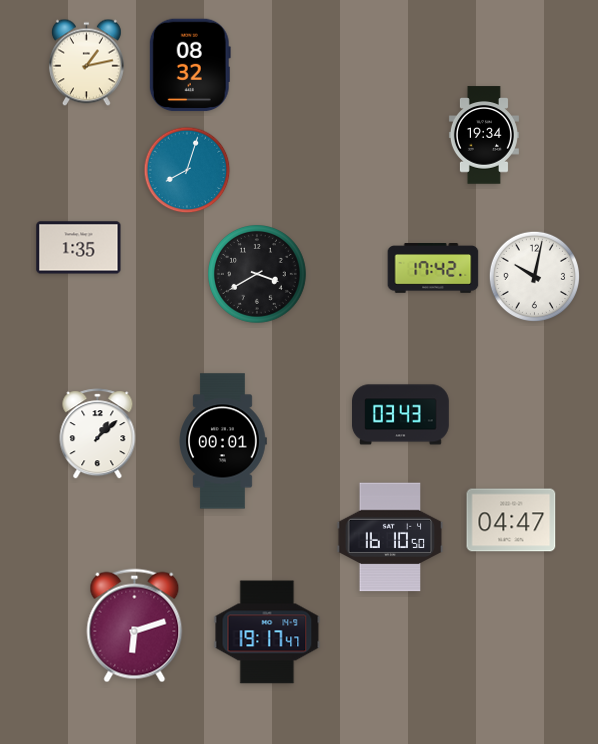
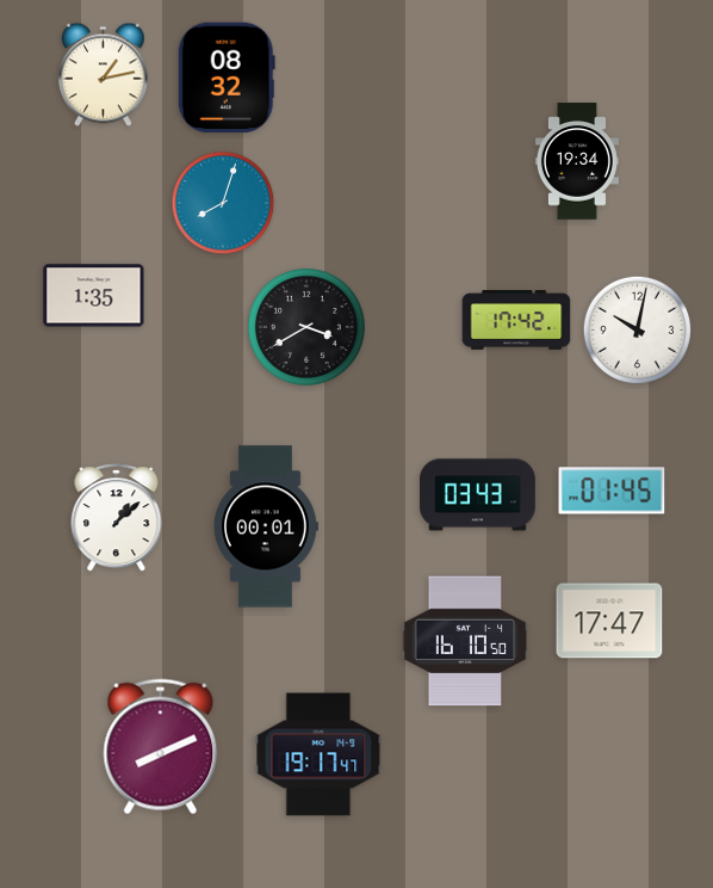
clock at (612, 491): none -> 01:45
clock at (511, 520): 04:47 -> 17:47
clock at (135, 626): 6:12 -> 8:11
